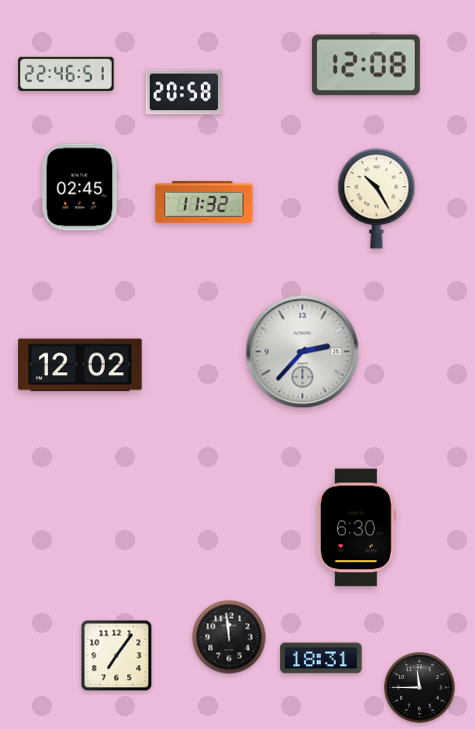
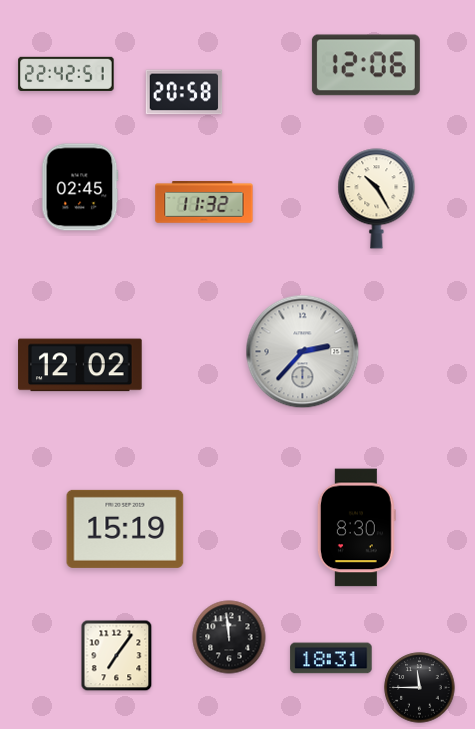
clock at (366, 65): 12:08 -> 12:06
clock at (66, 74): 22:46 -> 22:42
clock at (356, 528): 6:30 -> 8:30
clock at (125, 529): none -> 15:19
clock at (321, 658) position: (321, 658) -> (331, 658)
